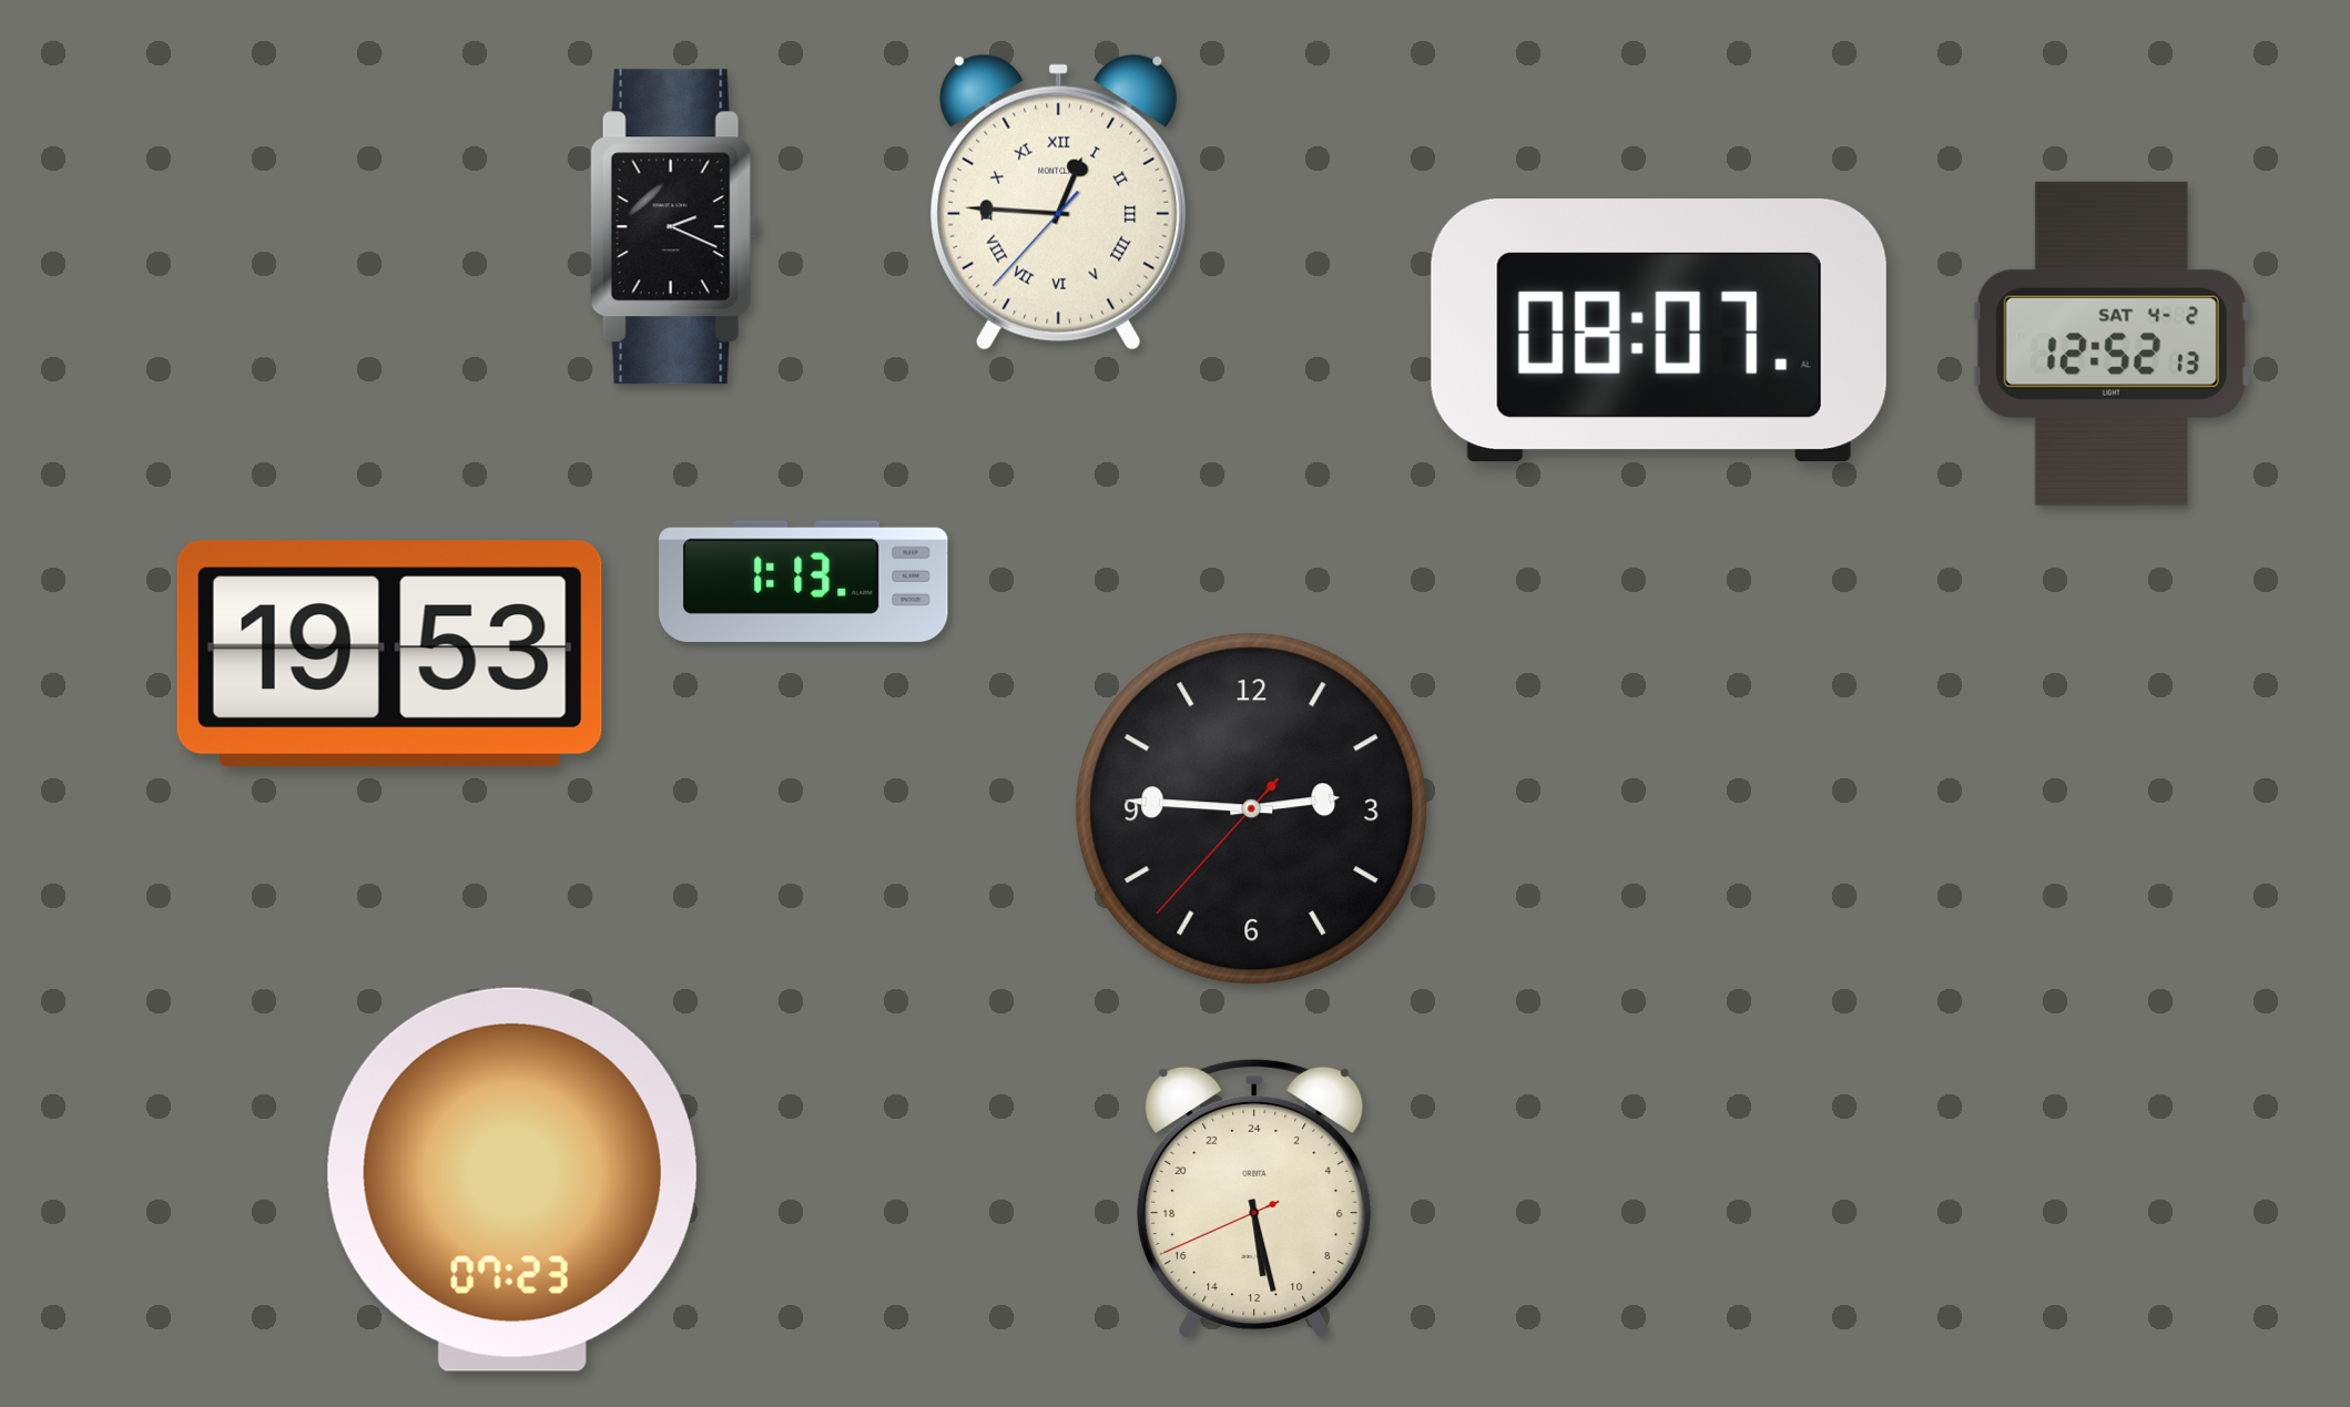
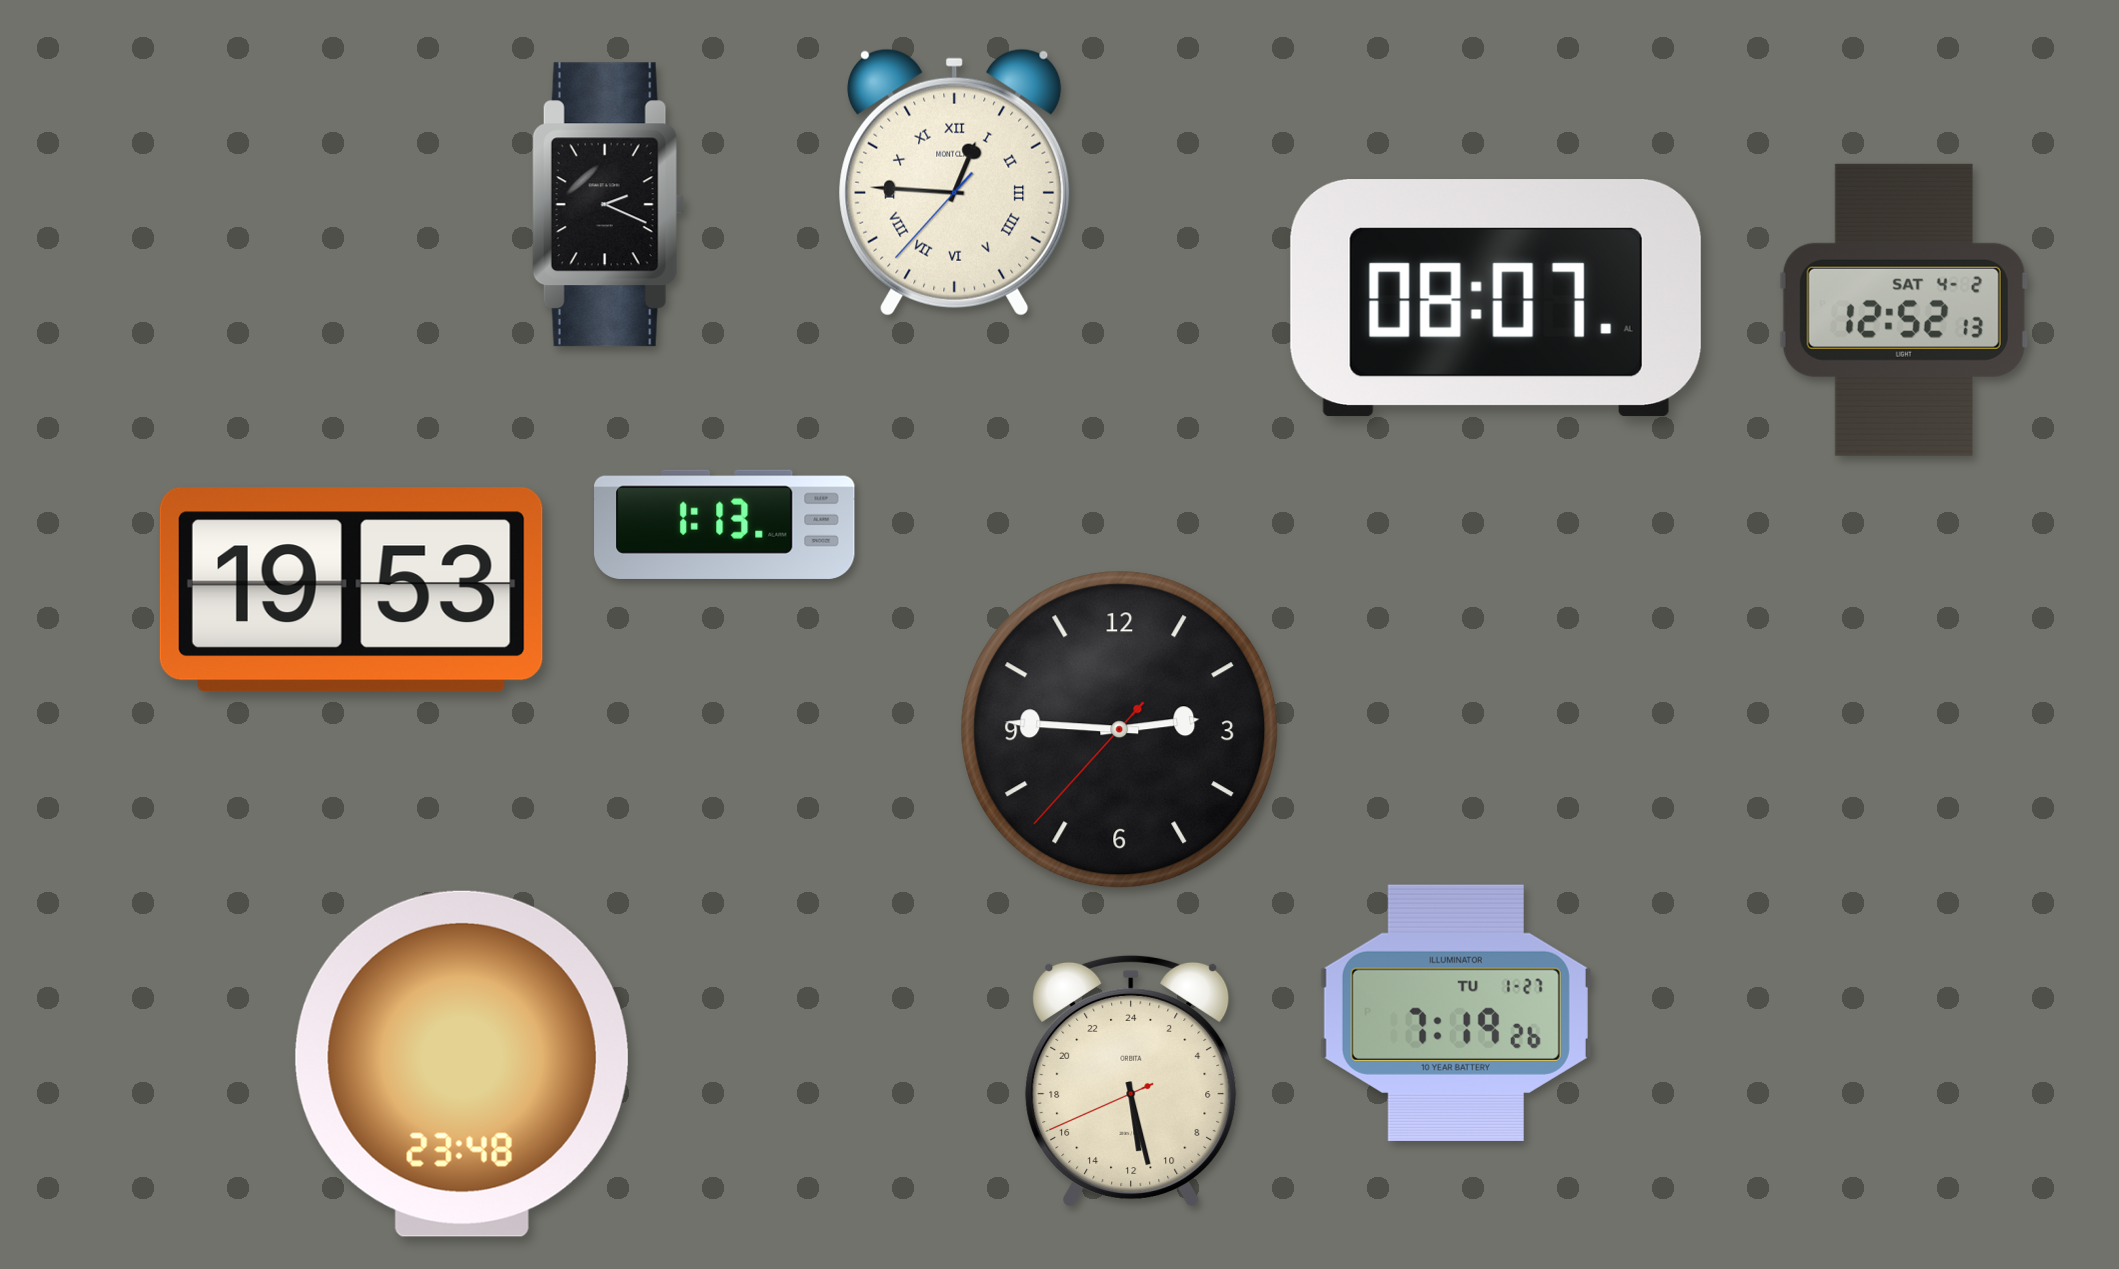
clock at (1252, 809) position: (1252, 809) -> (1120, 730)
clock at (1456, 1013): none -> 7:19
clock at (512, 1180): 07:23 -> 23:48
